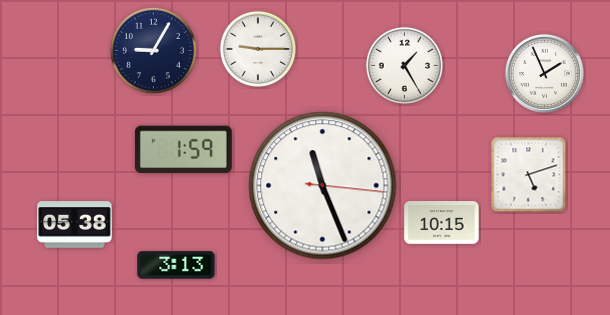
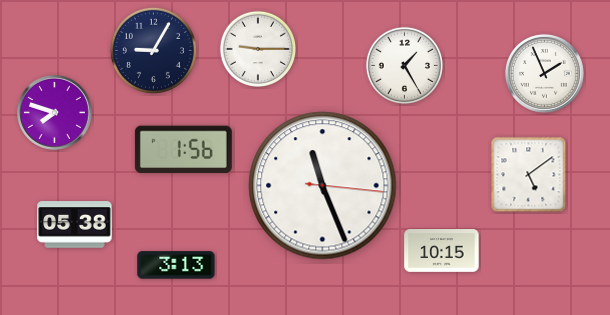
clock at (55, 113): none -> 7:48
clock at (183, 150): 1:59 -> 1:56
clock at (529, 175): 5:12 -> 5:09
clock at (442, 223) position: (442, 223) -> (442, 251)
